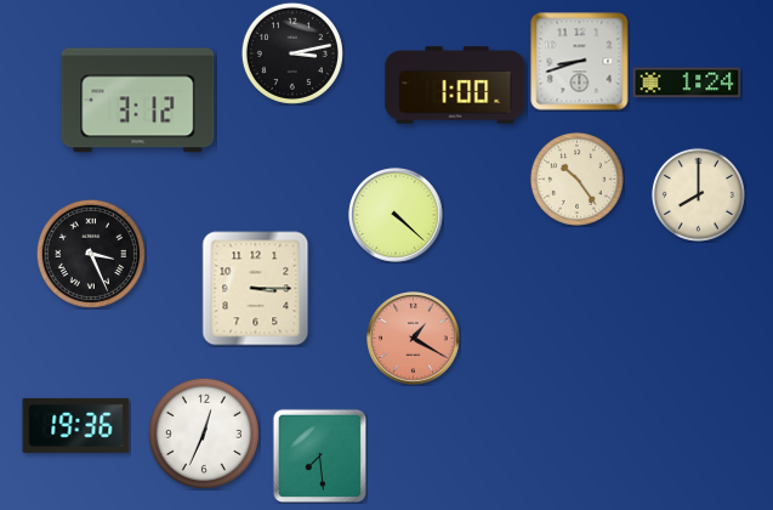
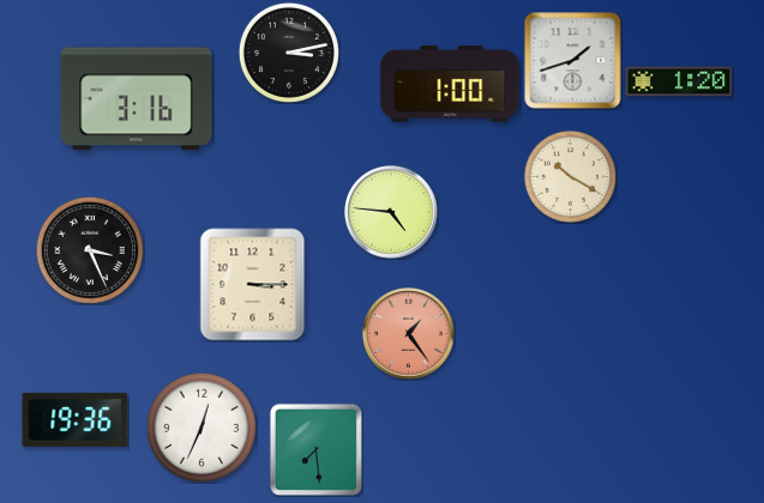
clock at (580, 62): 8:42 -> 1:42
clock at (687, 83): 1:24 -> 1:20
clock at (138, 101): 3:12 -> 3:16
clock at (576, 178): 10:24 -> 10:20
clock at (698, 194): 8:00 -> none
clock at (396, 215): 4:22 -> 4:46
clock at (414, 339): 1:20 -> 1:24
